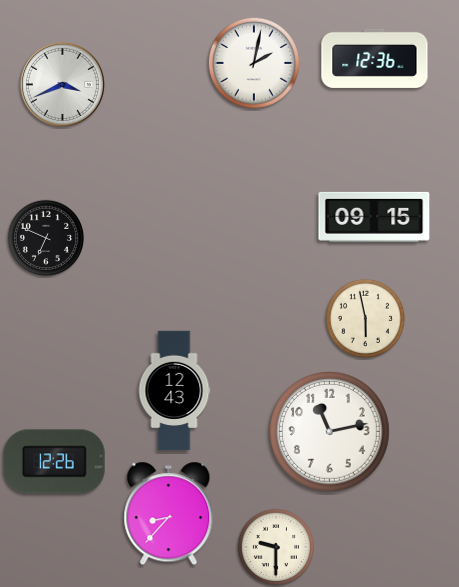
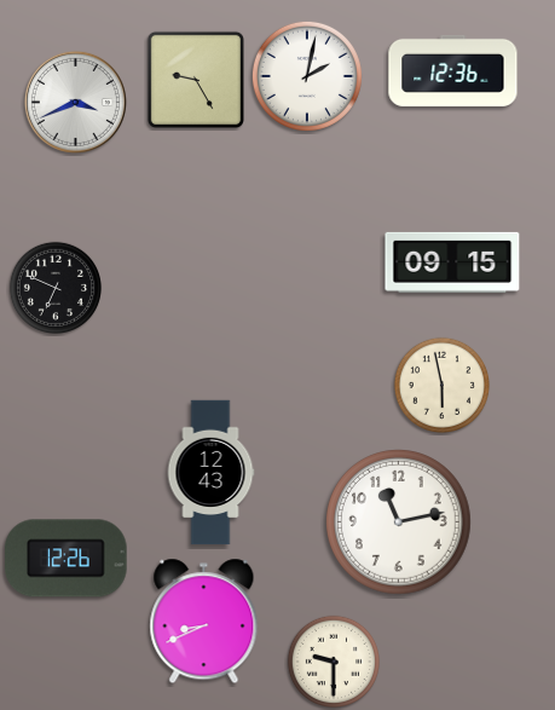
clock at (196, 80): none -> 9:25
clock at (169, 514): 8:37 -> 8:41
